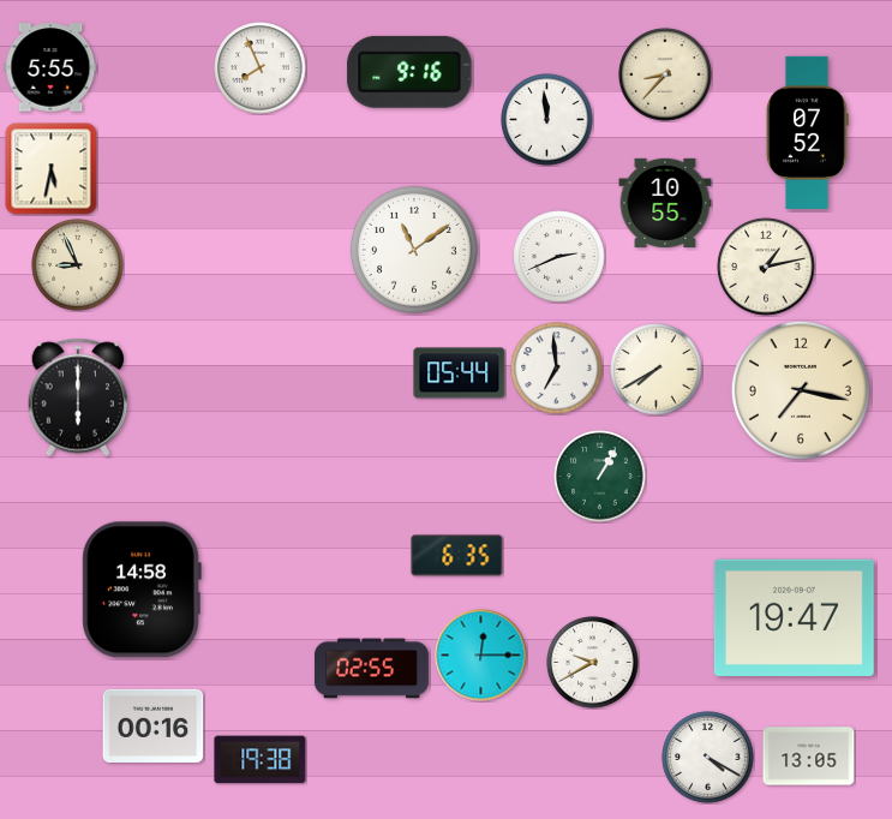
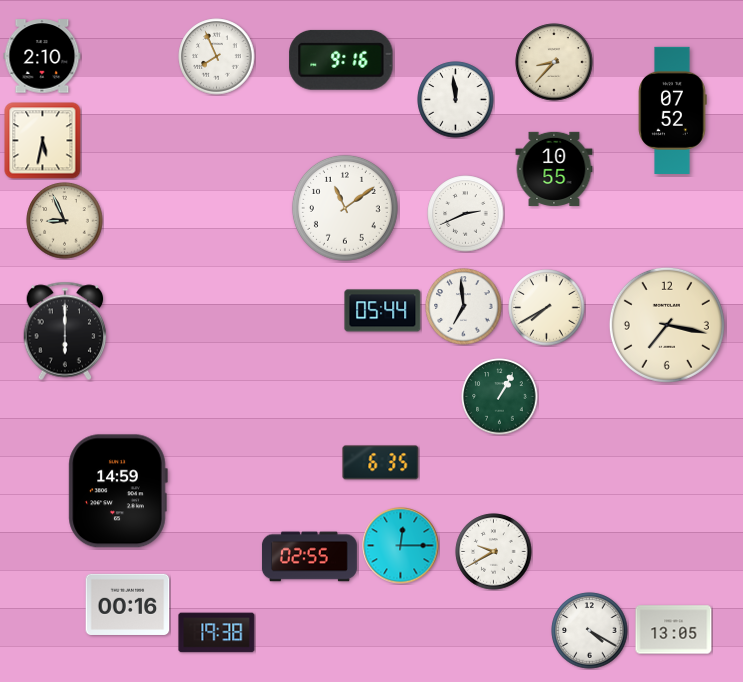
clock at (50, 67): 5:55 -> 2:10
clock at (766, 267): 1:13 -> none
clock at (142, 590): 14:58 -> 14:59
clock at (794, 617): 19:47 -> none
